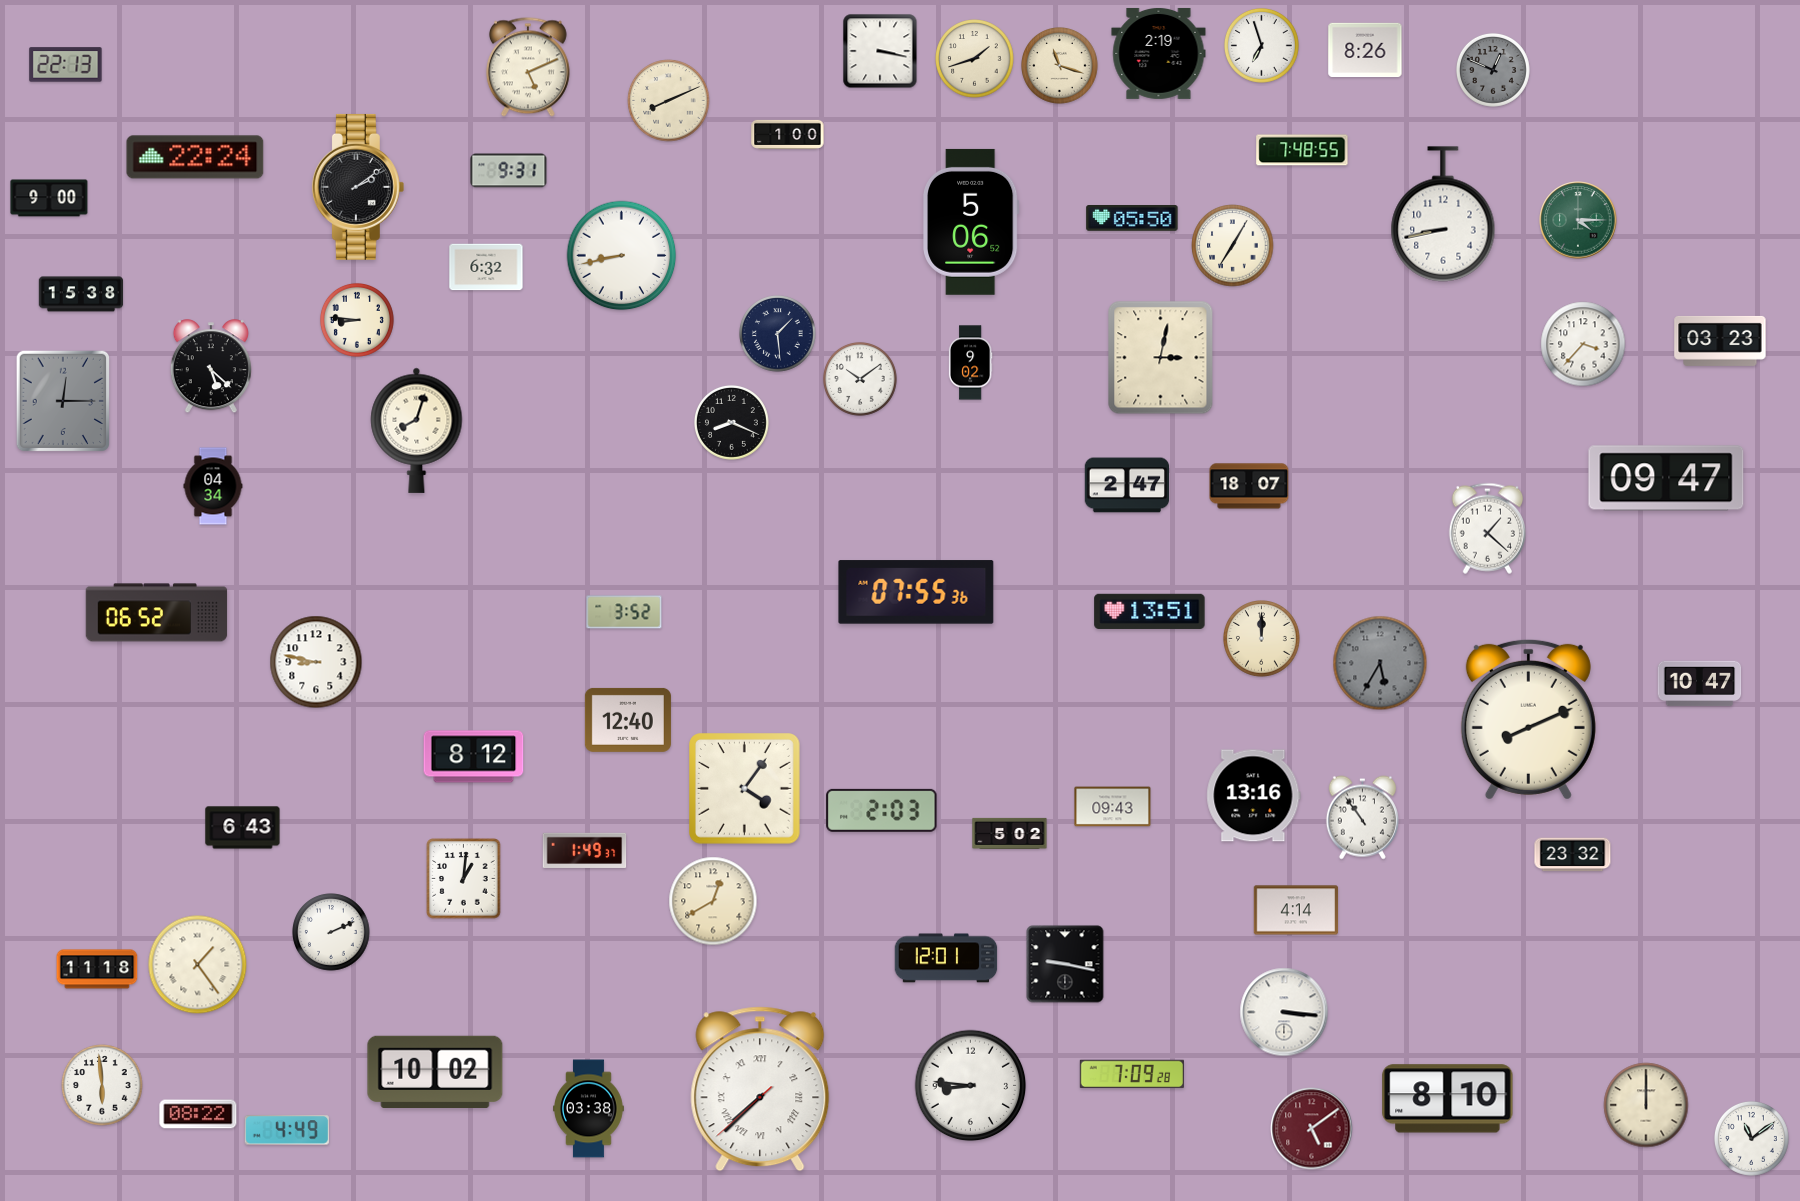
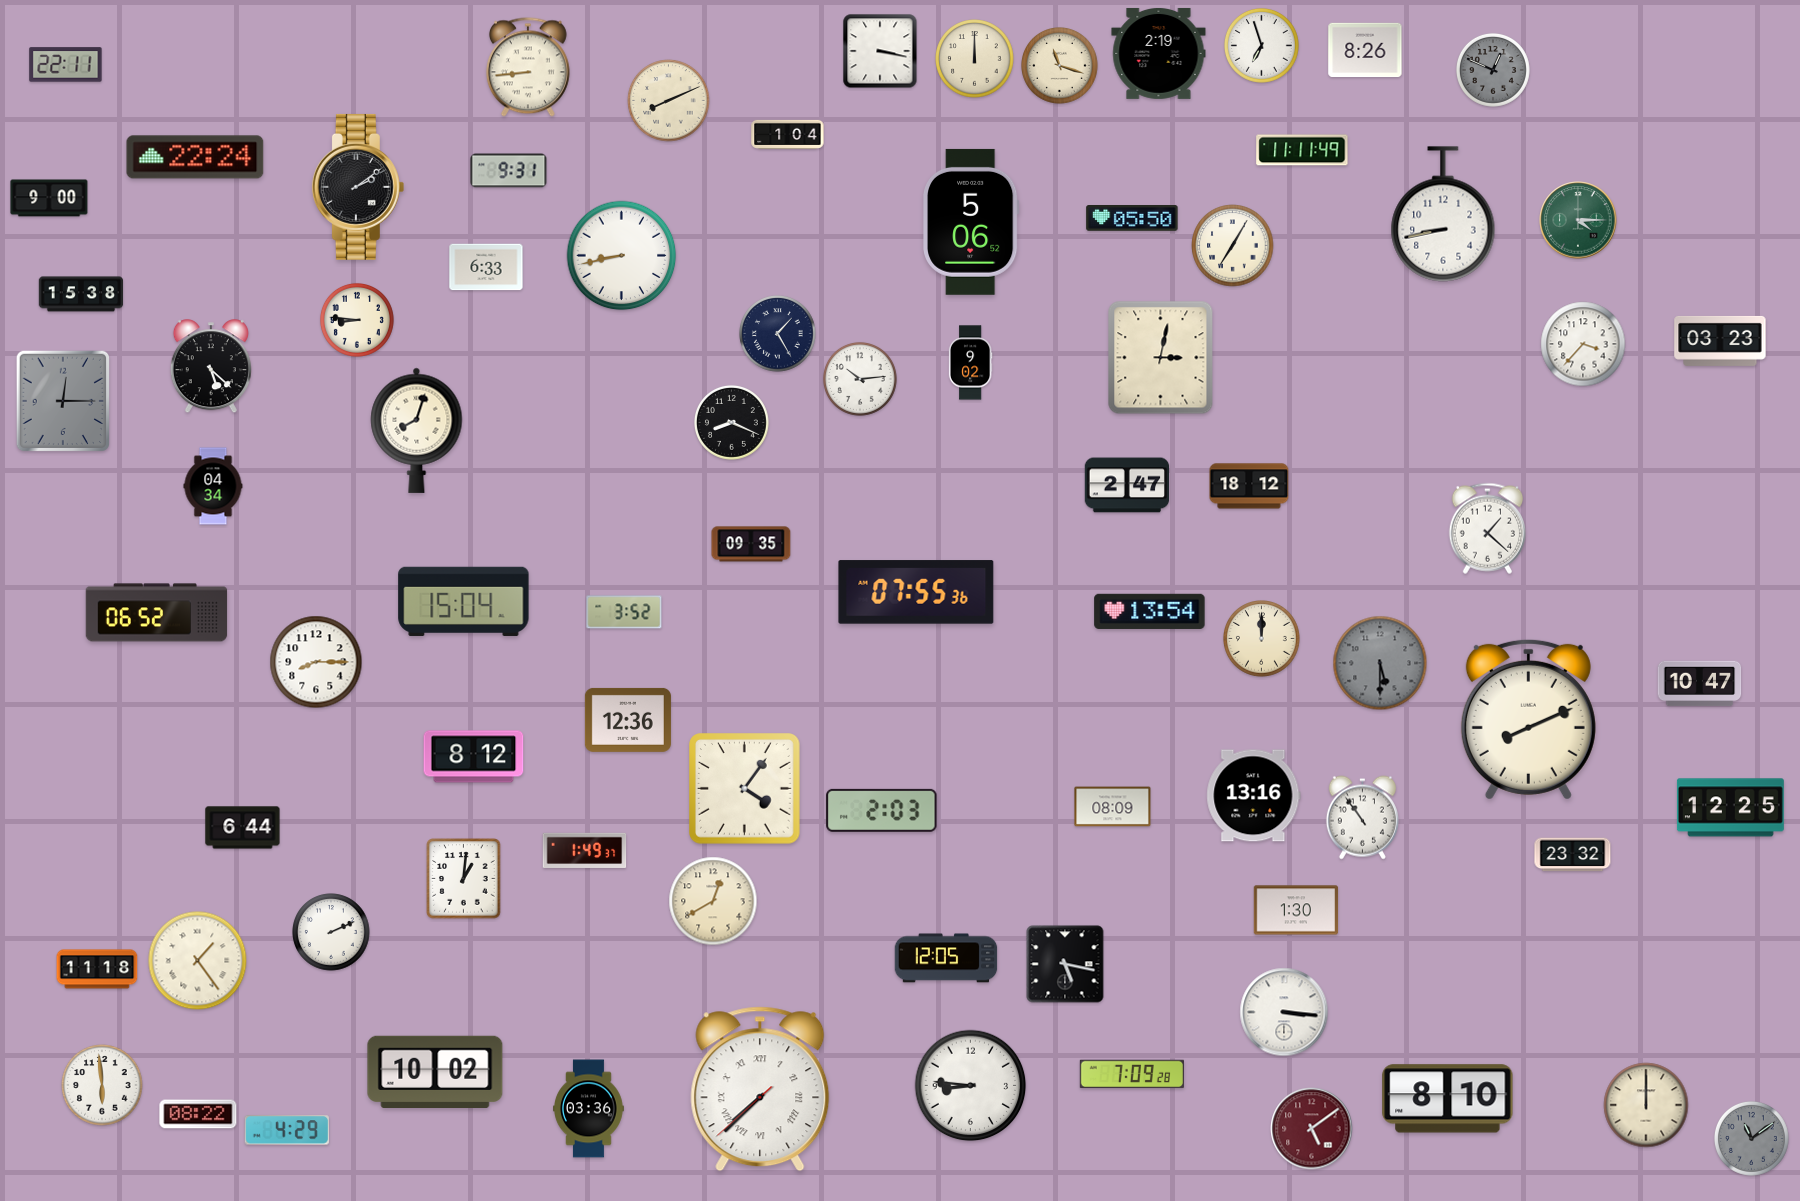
clock at (975, 59): 1:42 -> 12:00
clock at (66, 65): 22:13 -> 22:11
clock at (528, 67): 5:11 -> 8:44
clock at (788, 134): 1:00 -> 1:04
clock at (1302, 150): 7:48 -> 11:11
clock at (486, 267): 6:32 -> 6:33
clock at (778, 334): 1:29 -> 1:25
clock at (860, 379): 10:09 -> 10:14
clock at (1666, 478): 09:47 -> none
clock at (1249, 486): 18:07 -> 18:12
clock at (751, 544): none -> 09:35
clock at (464, 601): none -> 15:04
clock at (1150, 611): 13:51 -> 13:54
clock at (316, 662): 8:47 -> 8:15
clock at (1380, 663): 5:35 -> 5:30
clock at (628, 720): 12:40 -> 12:36
clock at (1113, 807): 09:43 -> 08:09
clock at (1730, 808): none -> 12:25
clock at (243, 828): 6:43 -> 6:44
clock at (1010, 833): 5:02 -> none
clock at (1296, 910): 4:14 -> 1:30
clock at (946, 958): 12:01 -> 12:05
clock at (1065, 964): 9:17 -> 5:17
clock at (198, 965) position: (198, 965) -> (198, 961)
clock at (589, 1109): 03:38 -> 03:36
clock at (287, 1130): 4:49 -> 4:29
clock at (1751, 1138) dial: white -> grey
